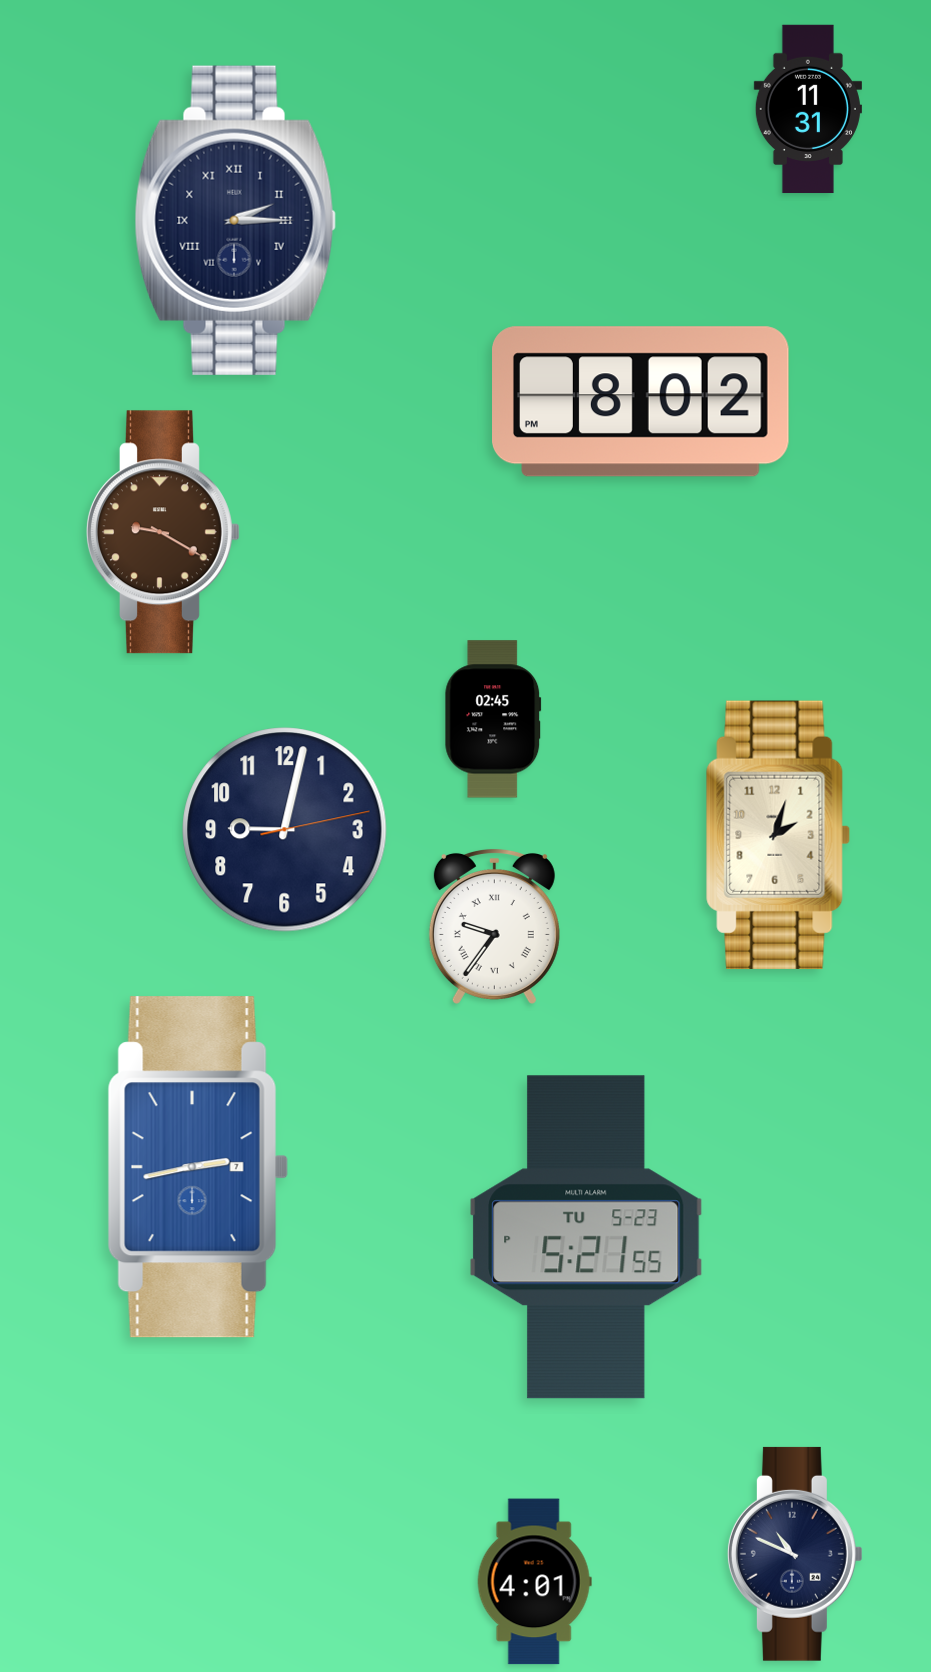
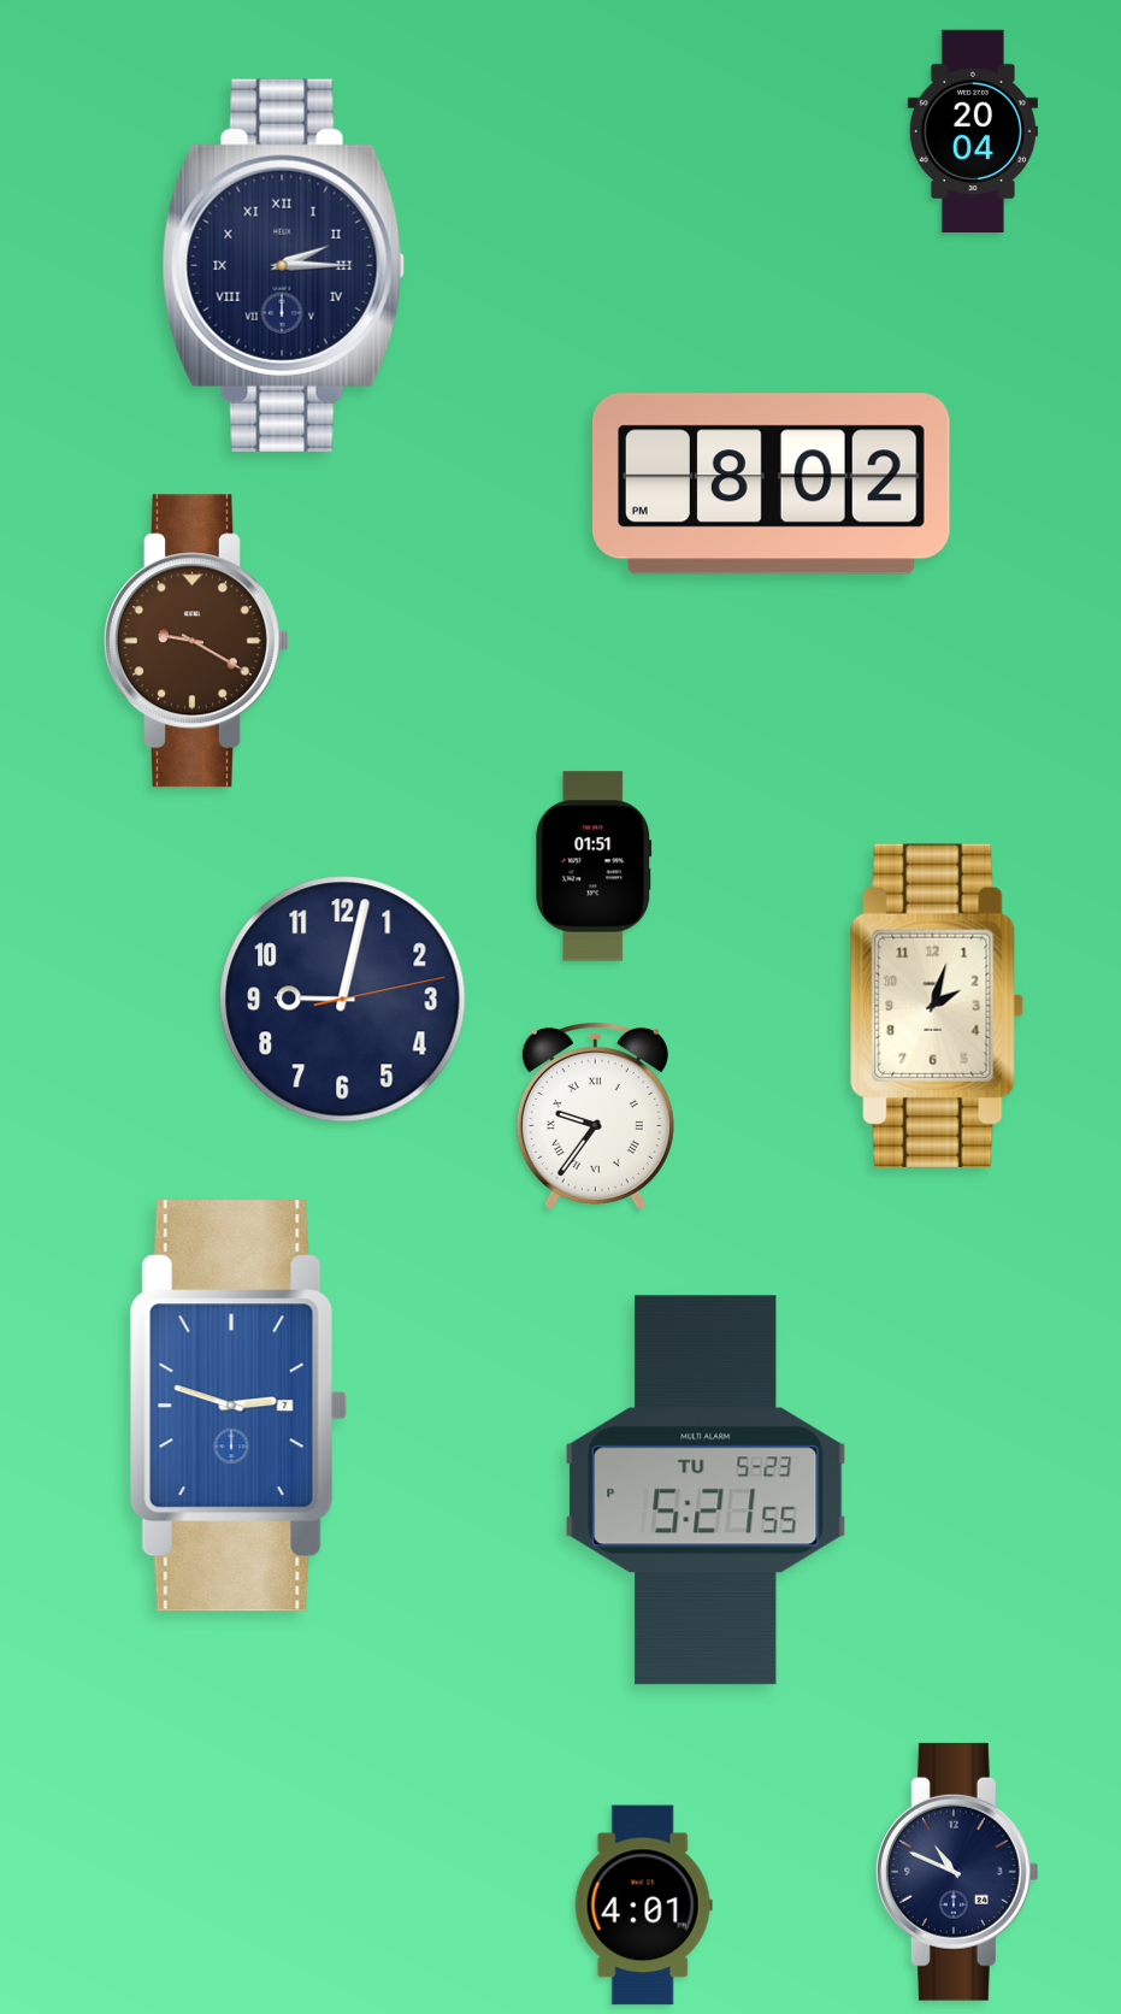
clock at (808, 109): 11:31 -> 20:04
clock at (493, 719): 02:45 -> 01:51
clock at (198, 1167): 2:43 -> 2:48
